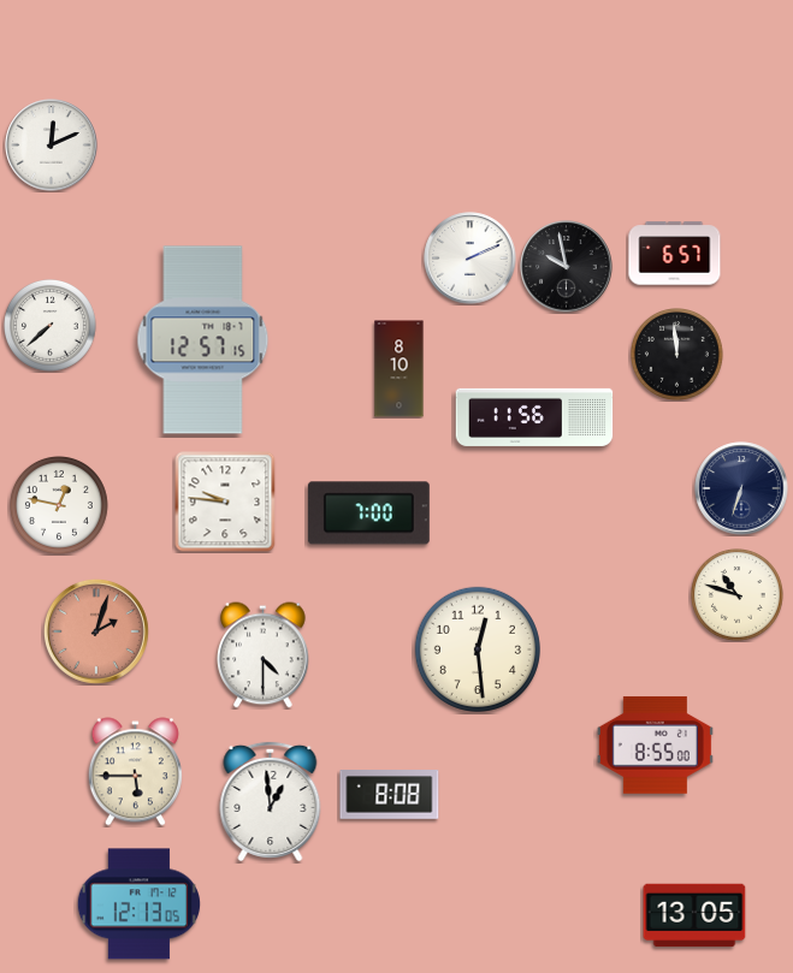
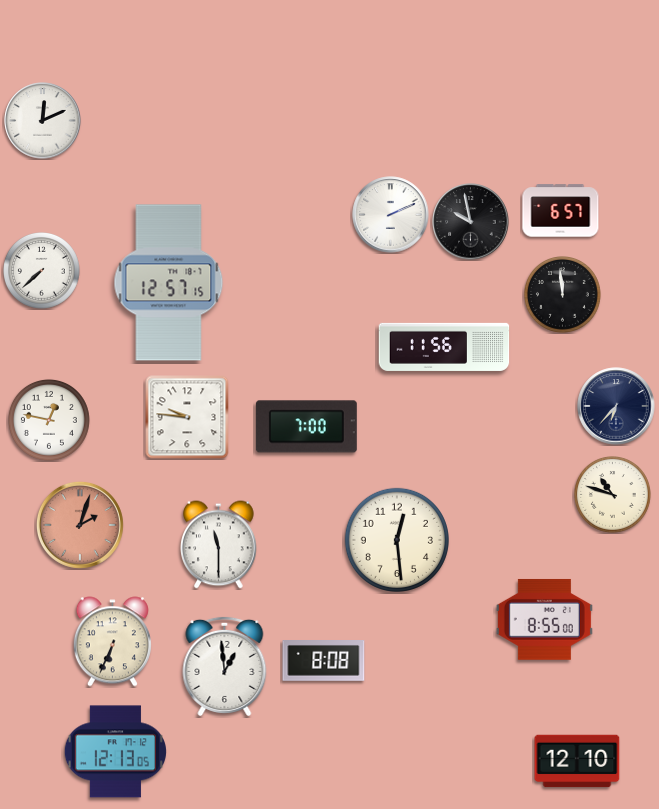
clock at (400, 369): 8:10 -> none
clock at (741, 488): 6:33 -> 6:37
clock at (264, 655): 4:30 -> 11:30
clock at (135, 772): 5:45 -> 6:34
clock at (694, 915): 13:05 -> 12:10
